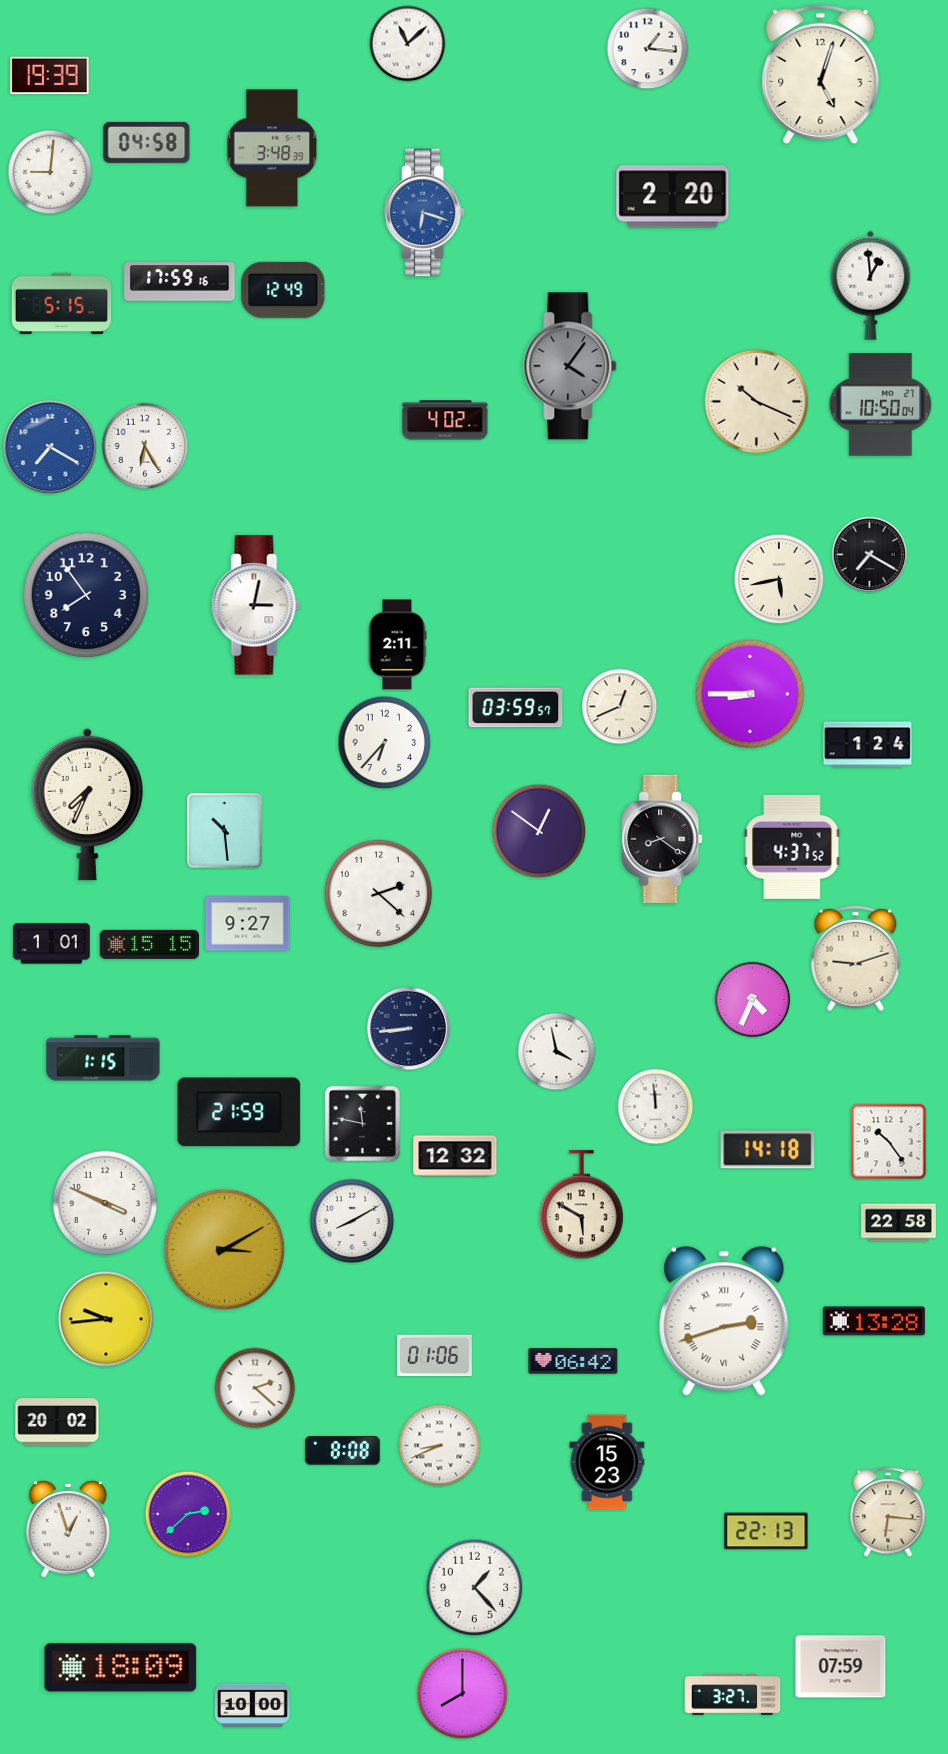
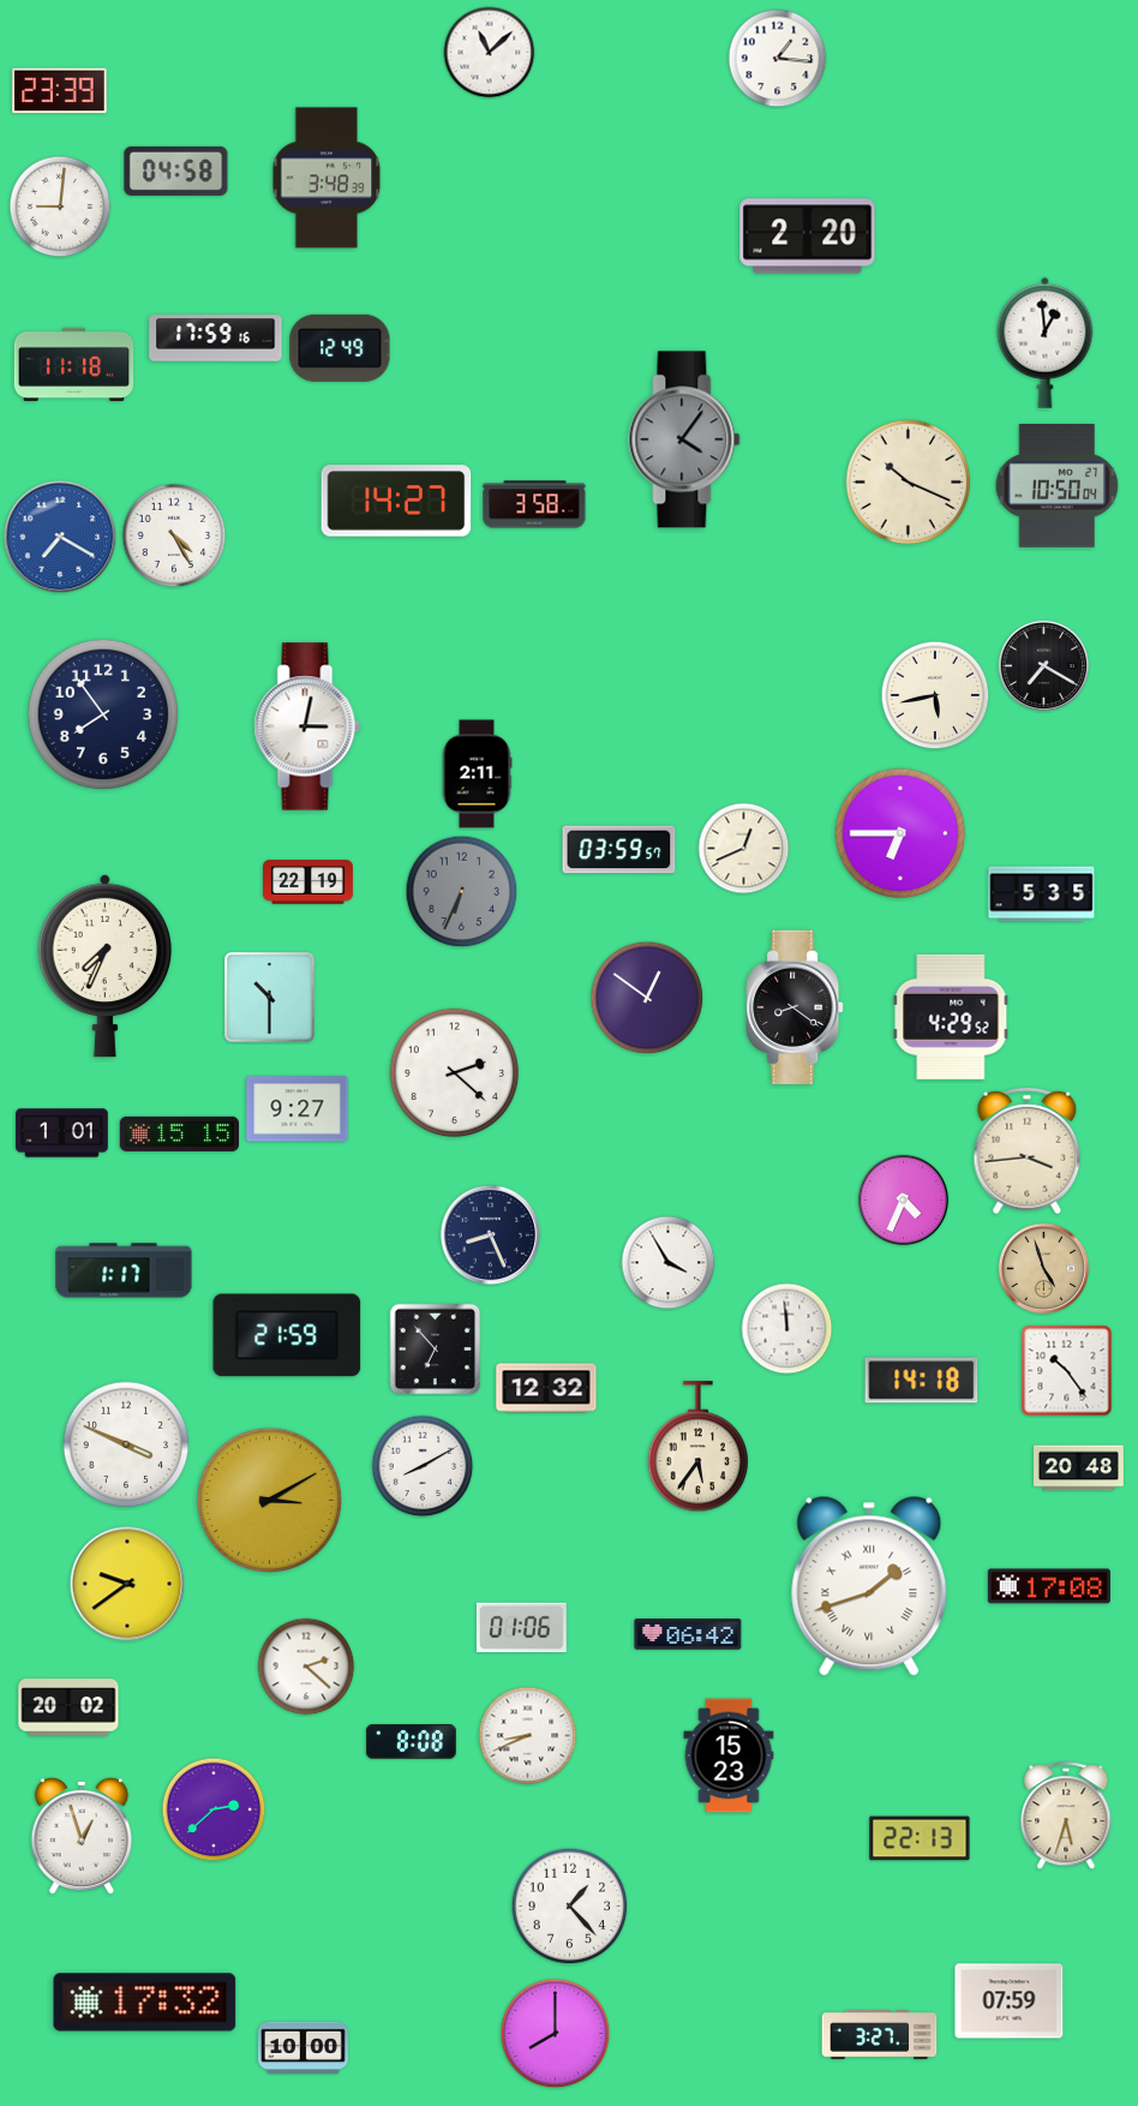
clock at (821, 75): 5:03 -> none
clock at (50, 76): 19:39 -> 23:39
clock at (425, 213): 6:18 -> none
clock at (62, 303): 5:15 -> 11:18
clock at (396, 501): none -> 14:27
clock at (445, 420): 4:02 -> 3:58
clock at (145, 446): 6:25 -> 4:25
clock at (750, 694): 8:45 -> 6:45
clock at (309, 883): none -> 22:19
clock at (385, 743): 6:37 -> 6:34
clock at (385, 743) dial: white -> grey
clock at (868, 745): 1:24 -> 5:35
clock at (225, 831): 10:29 -> 10:30
clock at (792, 847): 4:37 -> 4:29
clock at (856, 959): 9:12 -> 3:44
clock at (409, 1029): 8:44 -> 8:26
clock at (557, 1052): 3:58 -> 3:55
clock at (1044, 1269): none -> 4:57
clock at (103, 1058): 1:15 -> 1:17
clock at (363, 1124): 11:47 -> 6:53
clock at (581, 1205): 5:50 -> 5:36
clock at (899, 1223): 22:58 -> 20:48
clock at (106, 1319): 9:44 -> 9:39
clock at (724, 1321): 2:42 -> 1:42
clock at (874, 1321): 13:28 -> 17:08
clock at (888, 1513): 6:16 -> 5:33
clock at (188, 1514) position: (188, 1514) -> (214, 1809)
clock at (121, 1668): 18:09 -> 17:32
